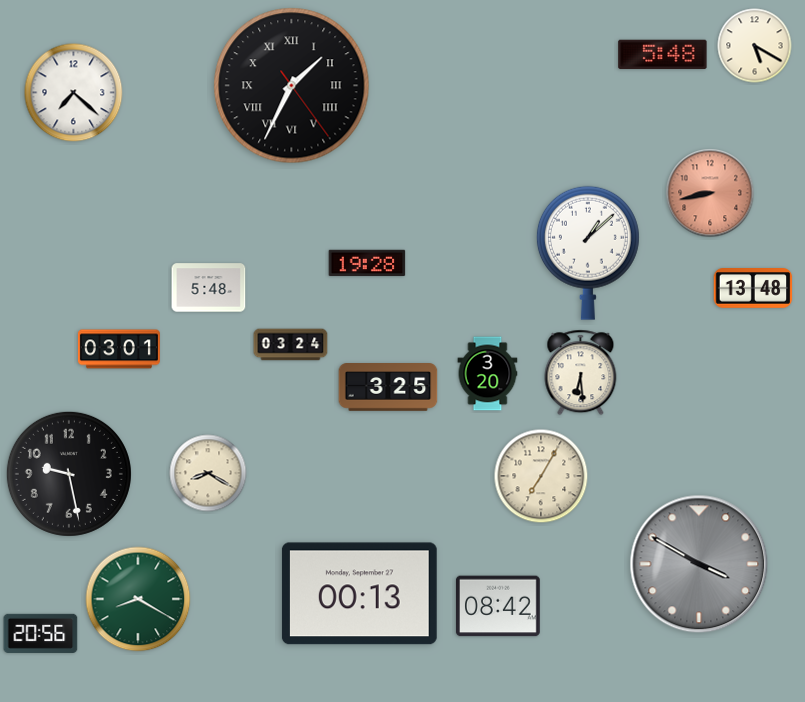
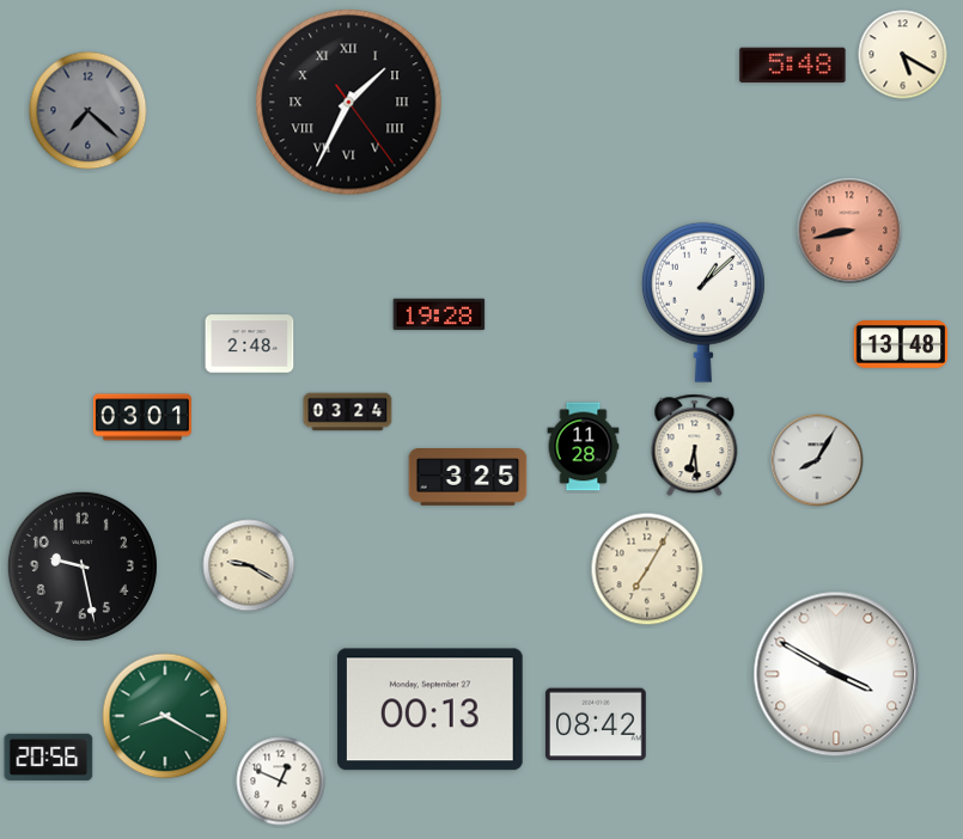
clock at (74, 93) dial: white -> grey
clock at (209, 288): 5:48 -> 2:48
clock at (488, 374): 3:20 -> 11:28
clock at (817, 460): none -> 8:05
clock at (388, 387) position: (388, 387) -> (468, 477)
clock at (208, 473): 8:20 -> 9:20
clock at (699, 564) dial: grey -> white
clock at (281, 782): none -> 12:49
